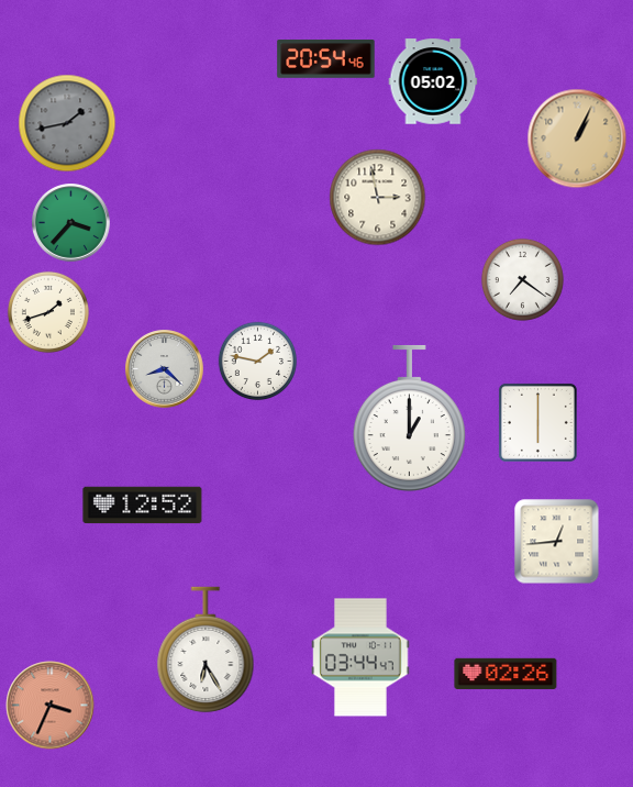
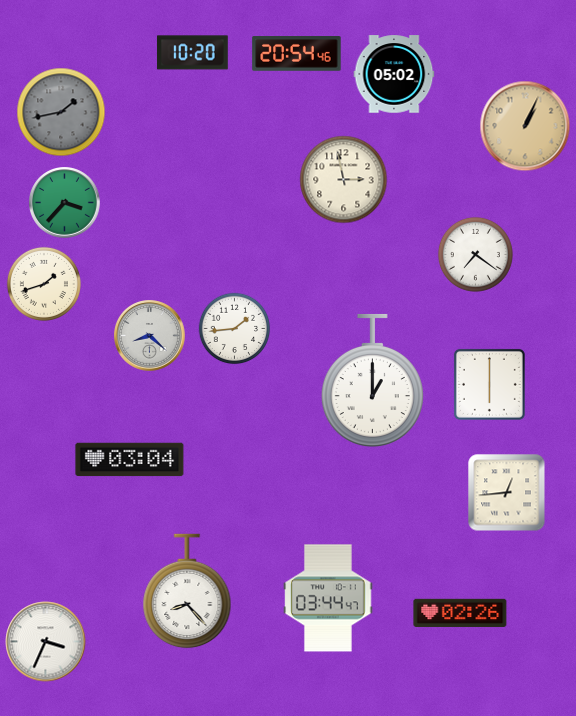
clock at (192, 53): none -> 10:20
clock at (258, 362): 1:47 -> 1:44
clock at (143, 506): 12:52 -> 03:04
clock at (206, 650): 6:25 -> 8:23
clock at (51, 706) dial: salmon -> white
